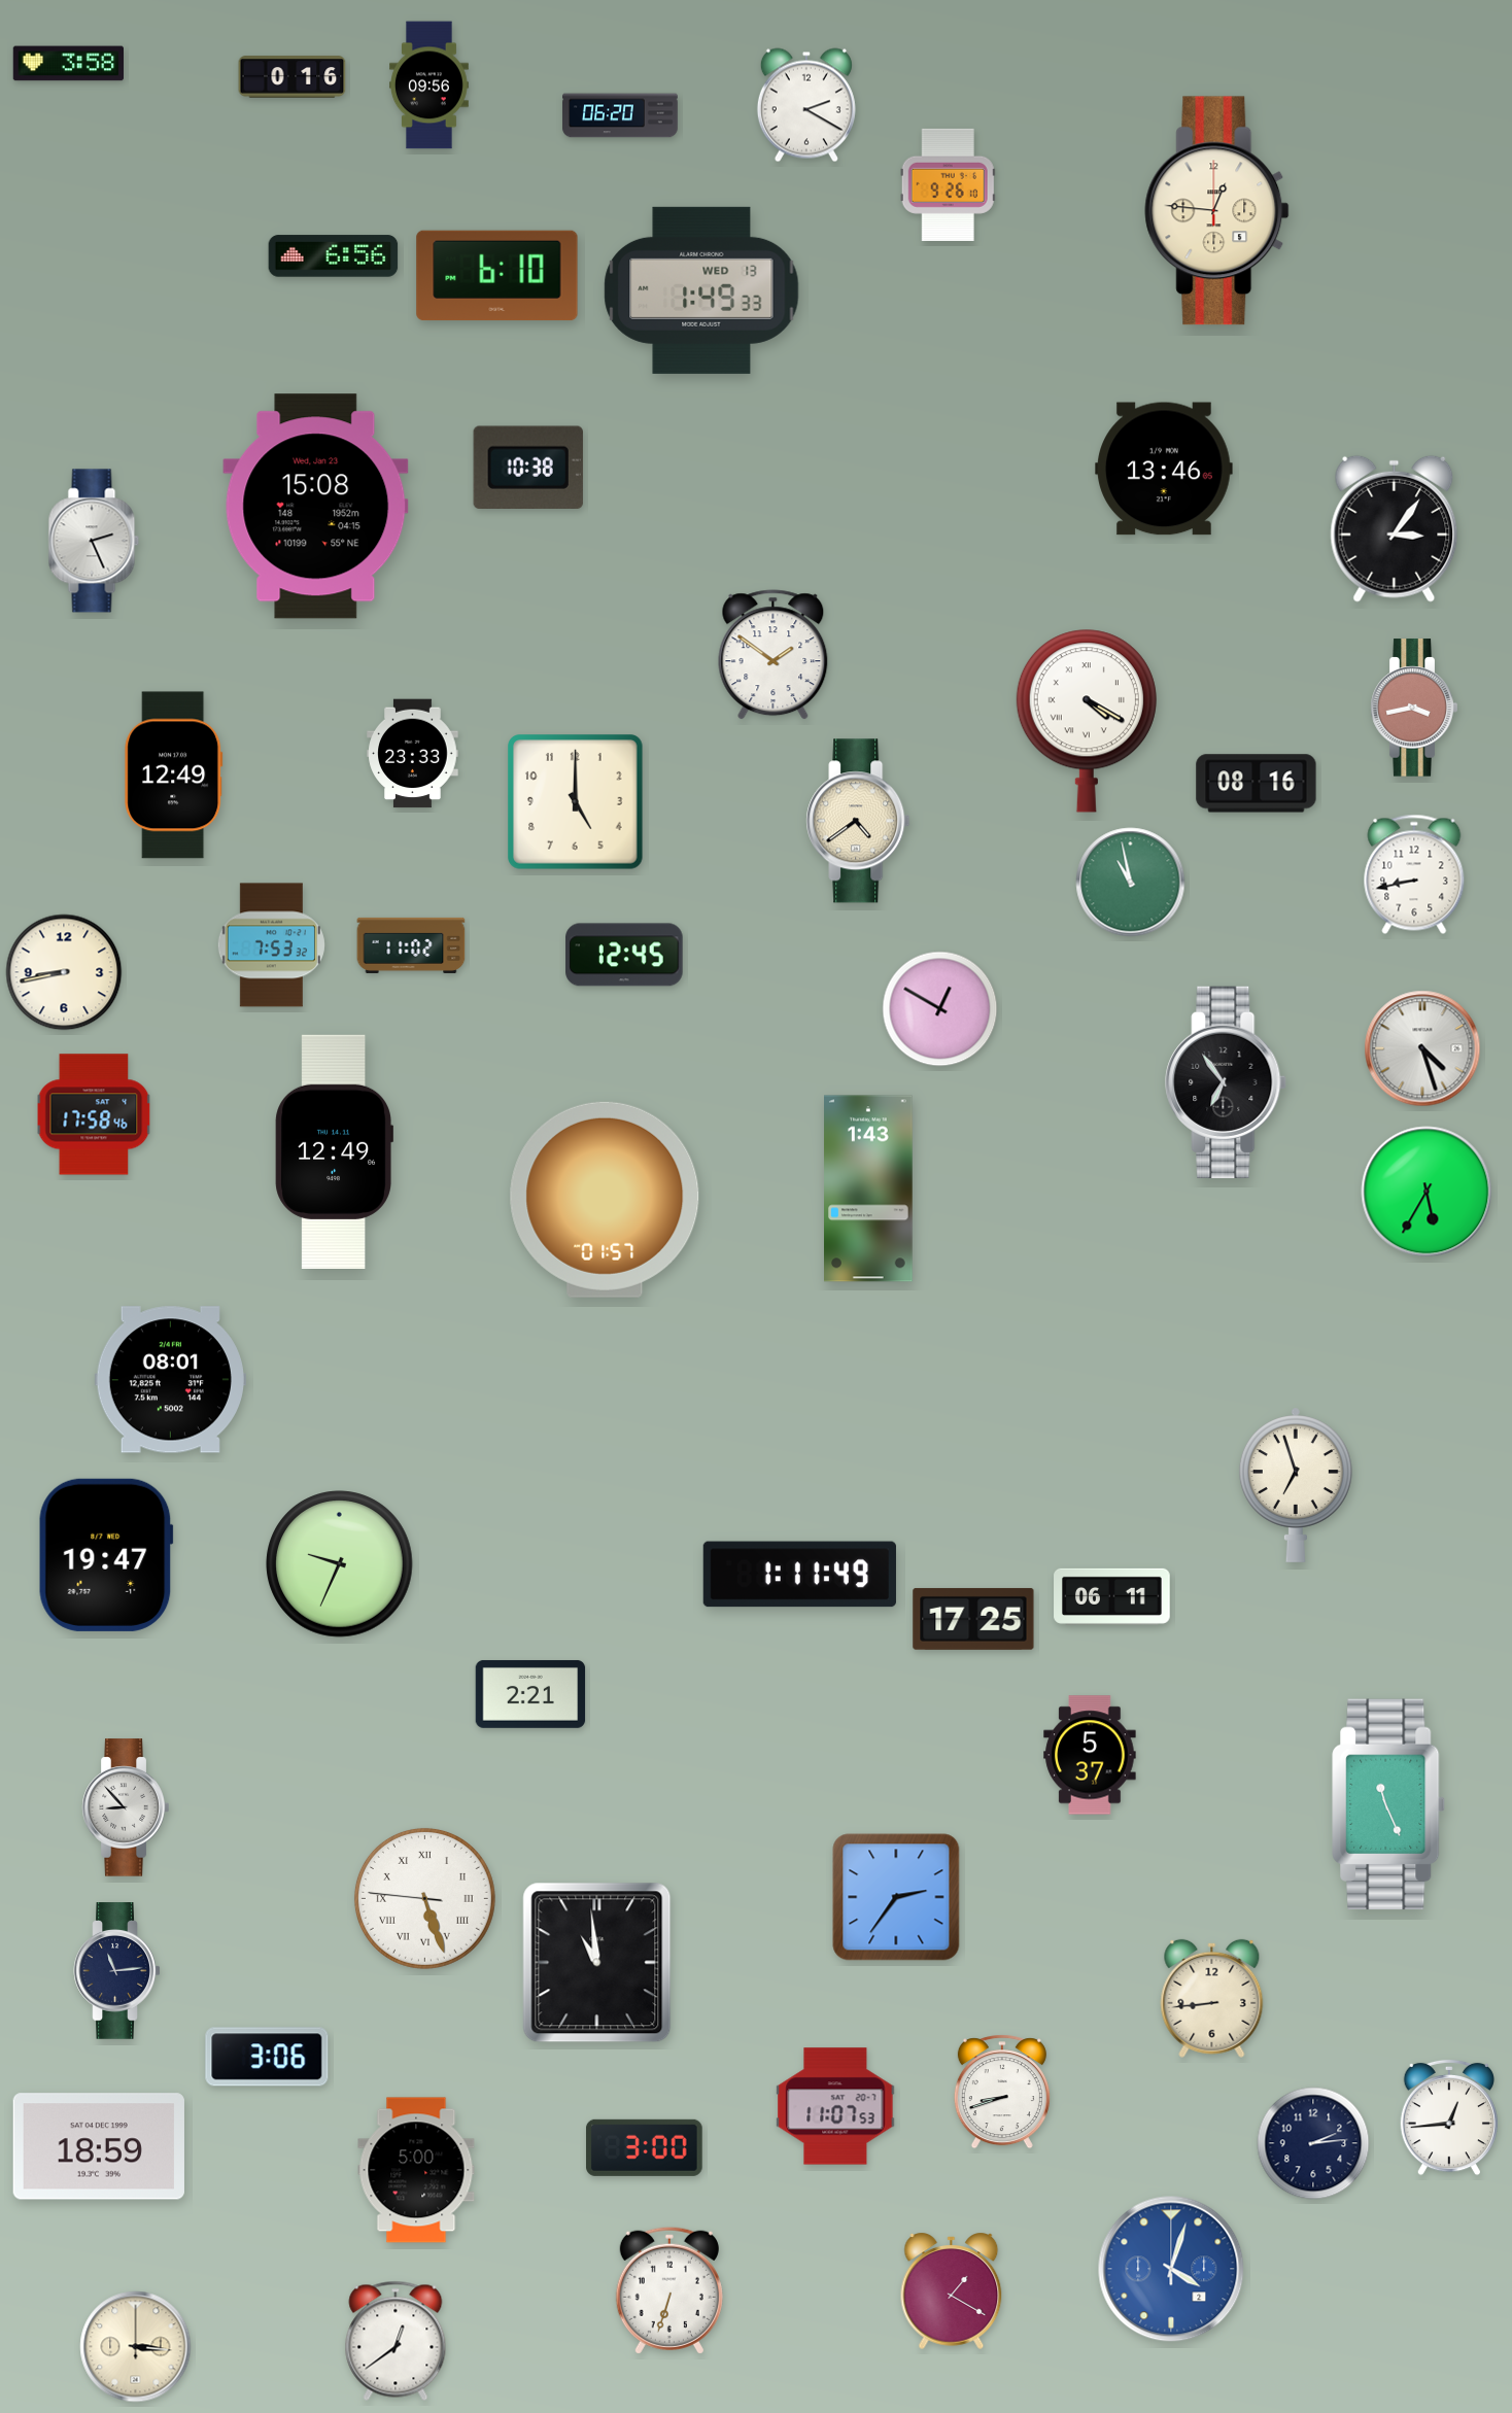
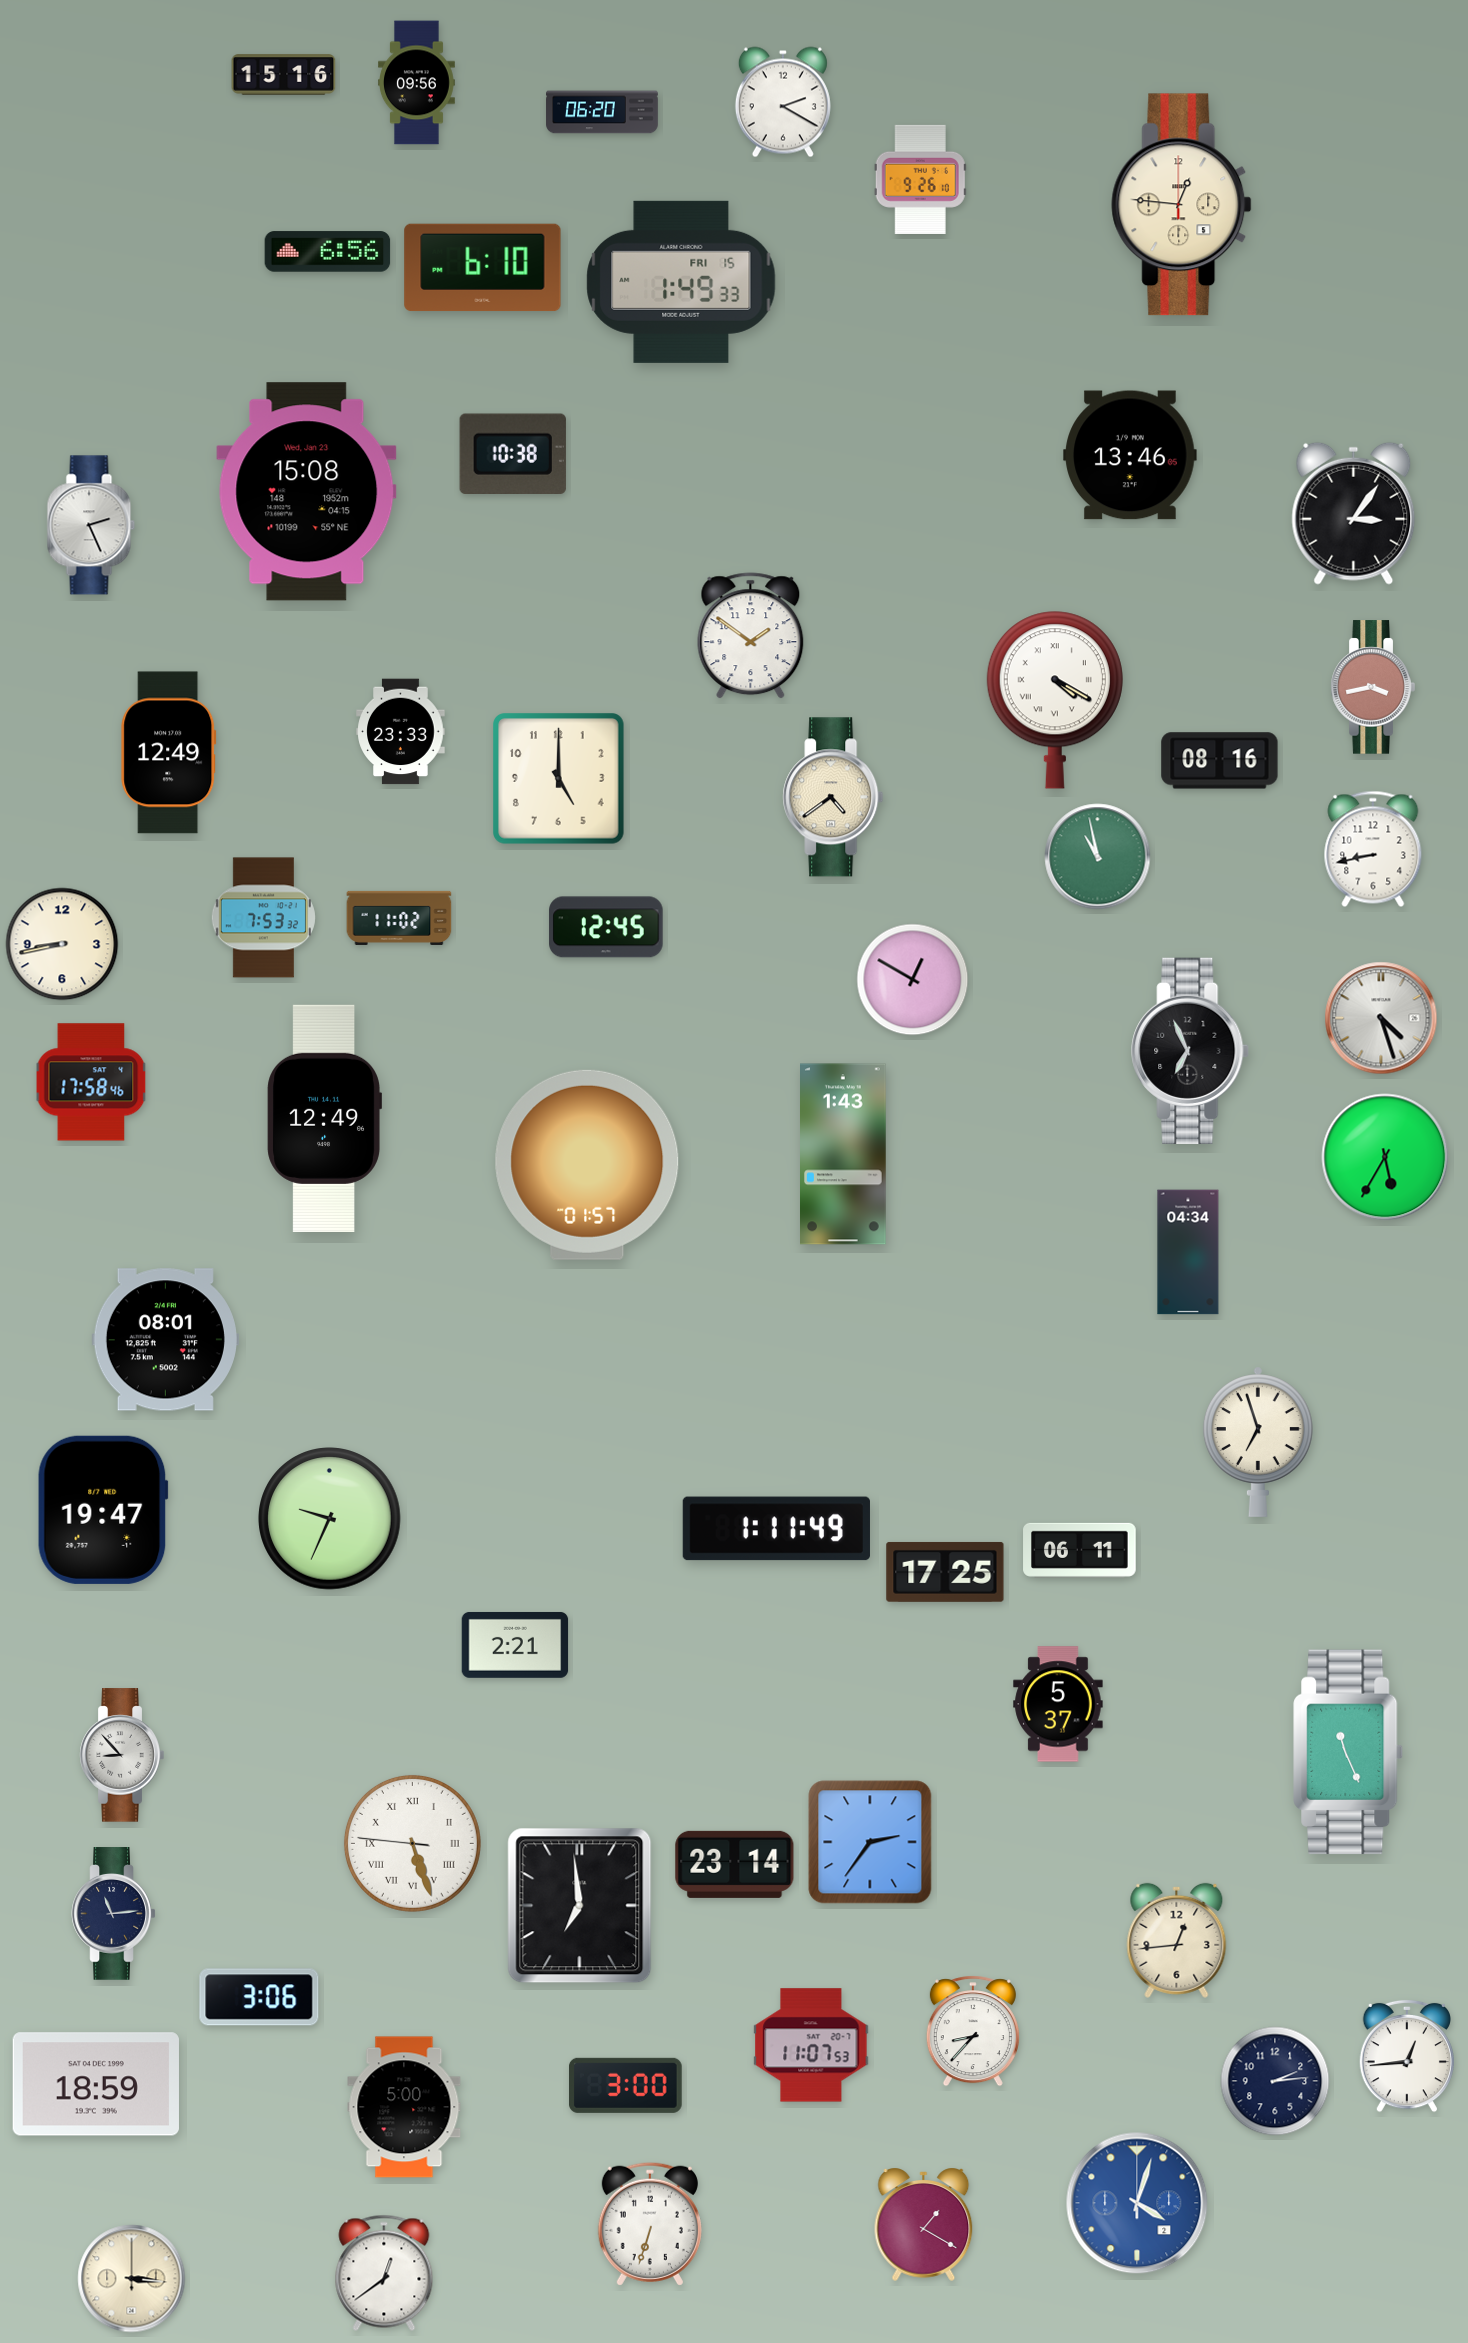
clock at (68, 64): 3:58 -> none
clock at (293, 77): 0:16 -> 15:16
clock at (334, 256) position: (334, 256) -> (328, 252)
clock at (701, 290) date: WED 13 -> FRI 15
clock at (1227, 1082): 6:54 -> 6:56
clock at (1188, 1252): none -> 04:34
clock at (735, 1864): none -> 23:14
clock at (597, 1963): 10:59 -> 6:59
clock at (1212, 1998): 8:44 -> 12:44
clock at (1002, 2092): 8:42 -> 8:37
